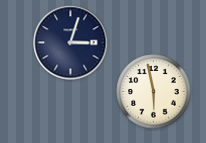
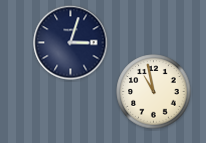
clock at (154, 92): 5:58 -> 10:58
